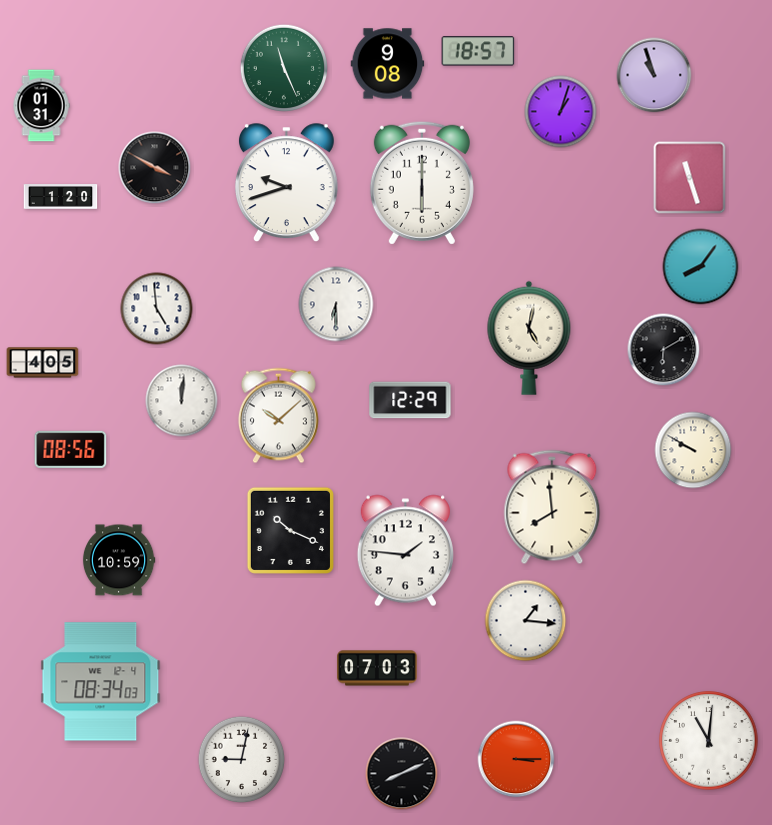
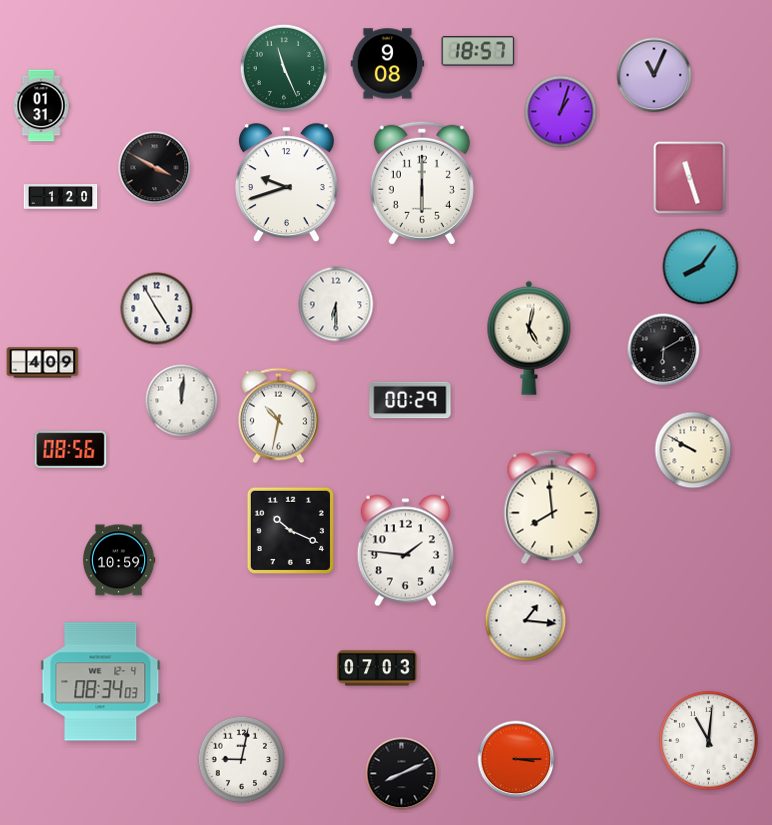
clock at (654, 75): 10:57 -> 11:04
clock at (157, 309): 4:59 -> 4:55
clock at (43, 363): 4:05 -> 4:09
clock at (410, 400): 12:29 -> 00:29
clock at (278, 416): 10:08 -> 10:32
